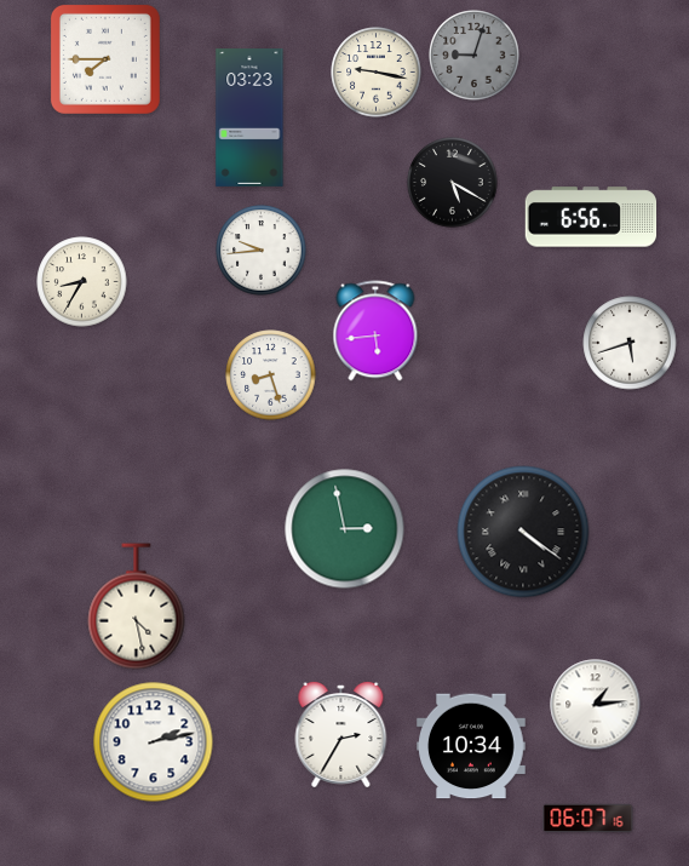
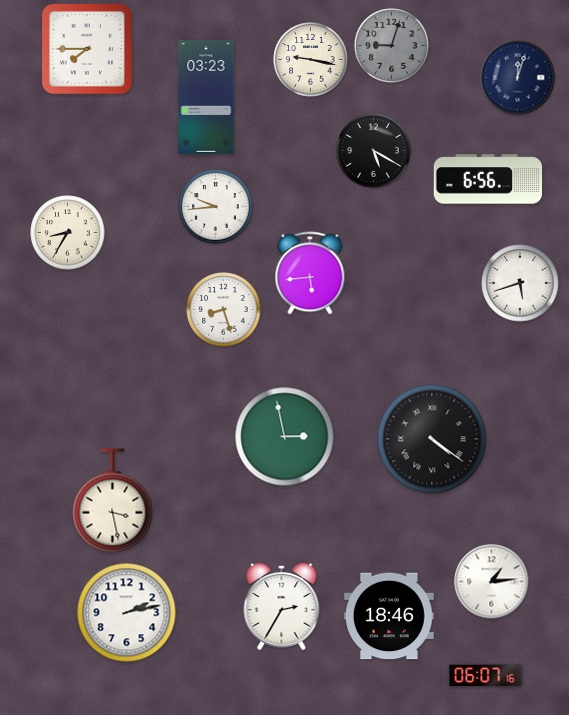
clock at (518, 78): none -> 12:03
clock at (137, 607): 4:28 -> 3:28
clock at (472, 746): 10:34 -> 18:46
